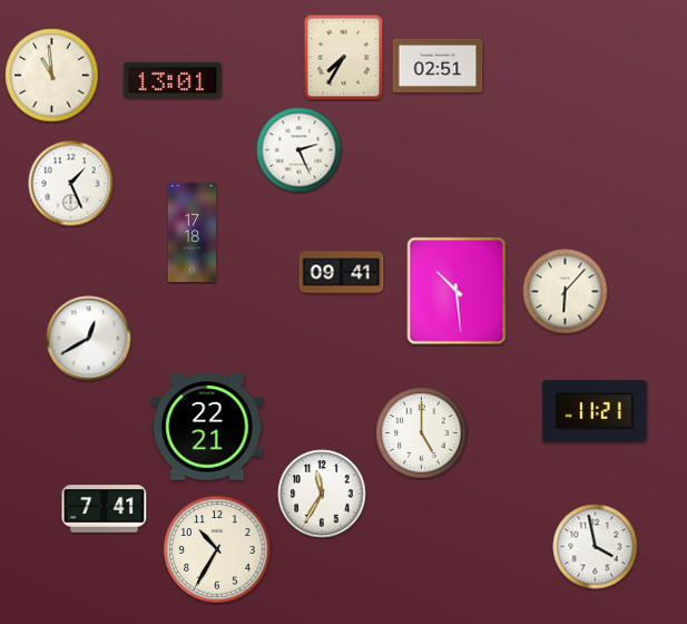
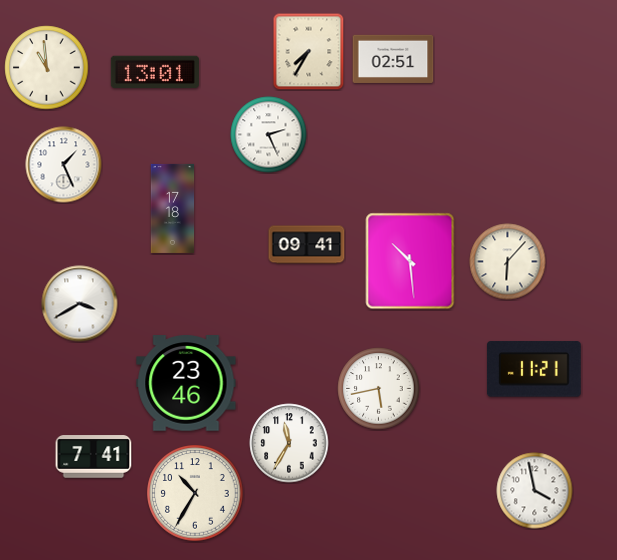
clock at (89, 339): 12:40 -> 3:40
clock at (207, 427): 22:21 -> 23:46
clock at (422, 433): 5:00 -> 5:43
